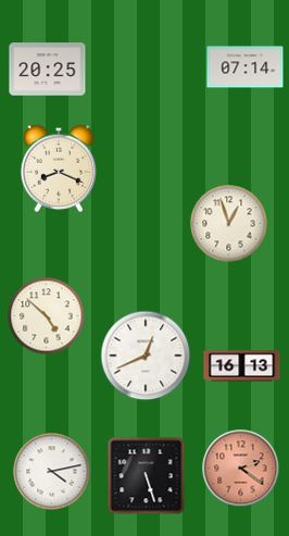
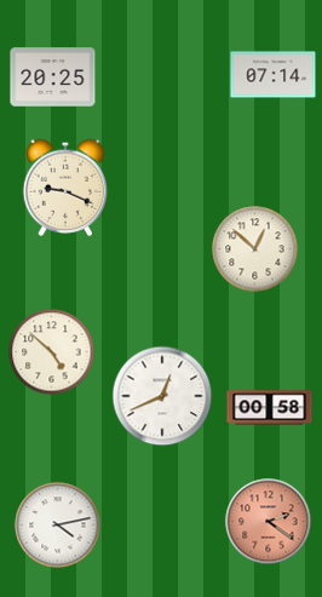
clock at (59, 169): 8:19 -> 9:19
clock at (229, 224): 12:57 -> 12:52
clock at (242, 366): 16:13 -> 00:58
clock at (147, 476): 5:27 -> none
